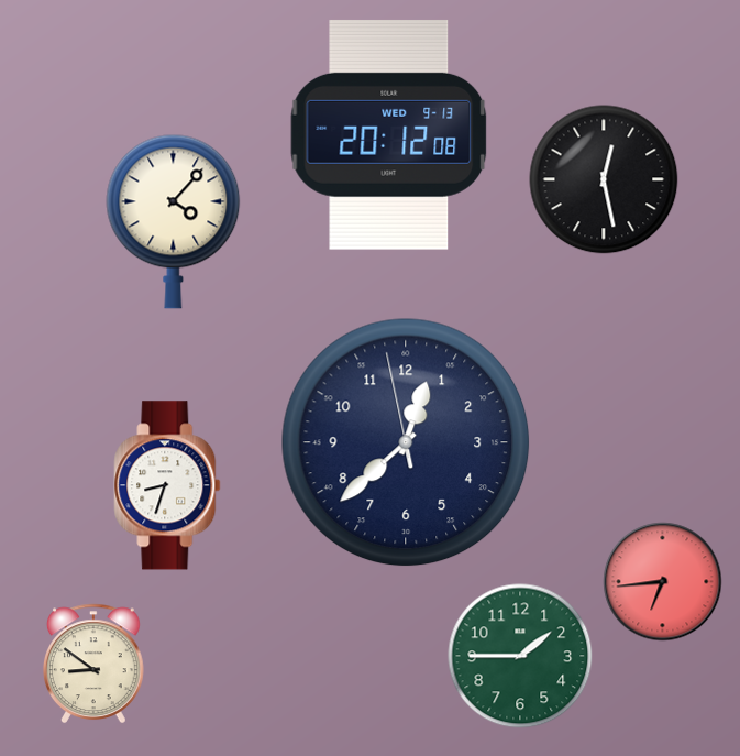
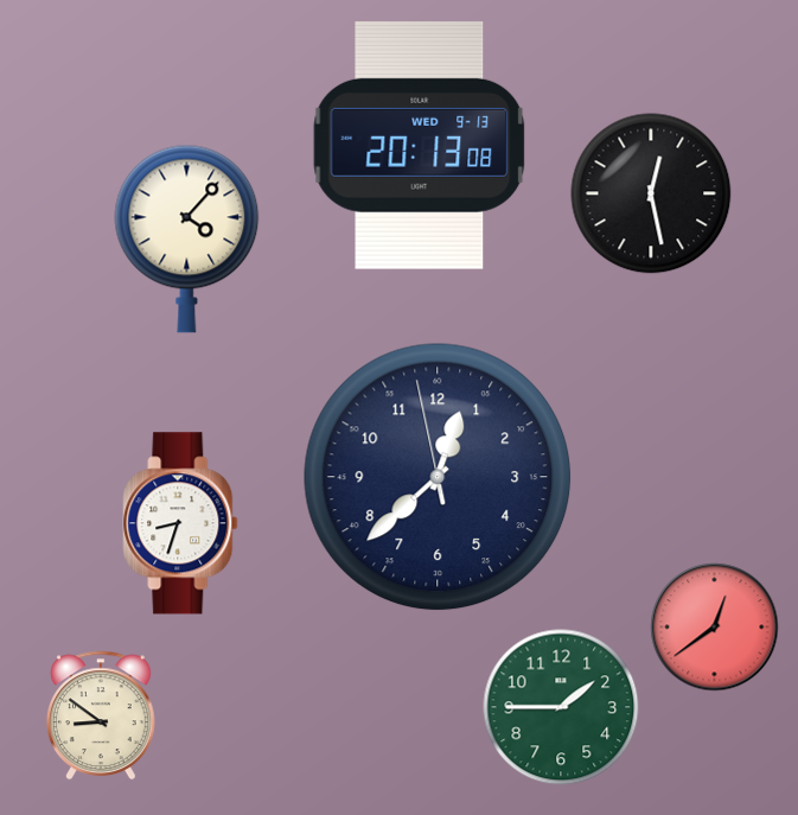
clock at (389, 134): 20:12 -> 20:13
clock at (663, 582): 6:44 -> 12:39
